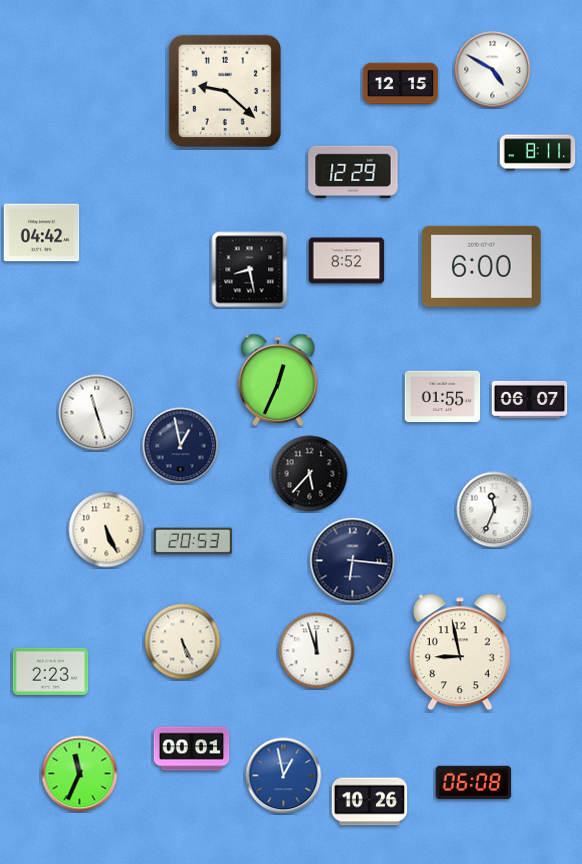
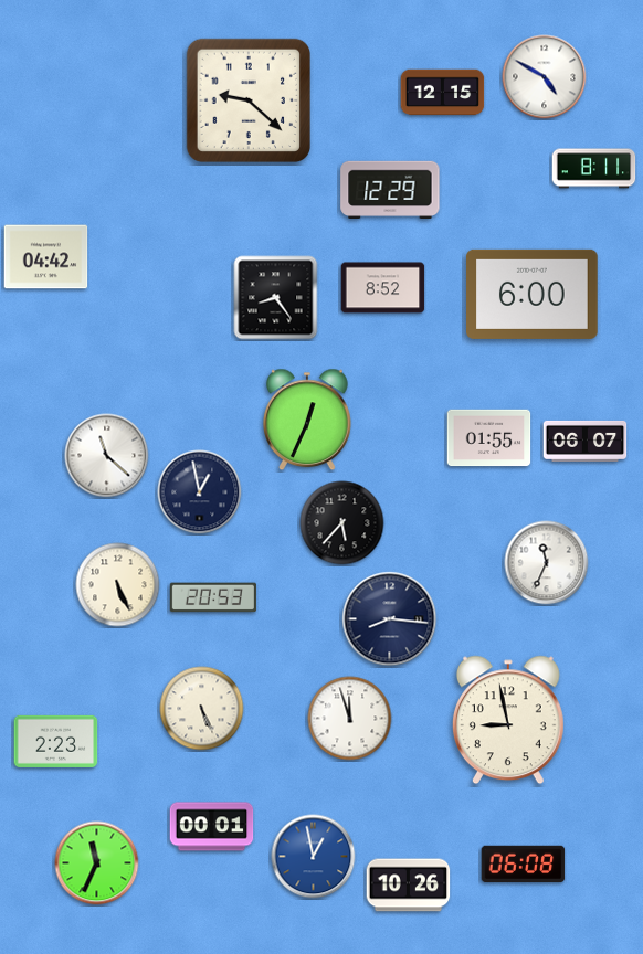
clock at (250, 270): 8:28 -> 8:24
clock at (97, 413): 11:27 -> 11:22
clock at (353, 561): 6:16 -> 8:16
clock at (80, 774) position: (80, 774) -> (97, 863)
